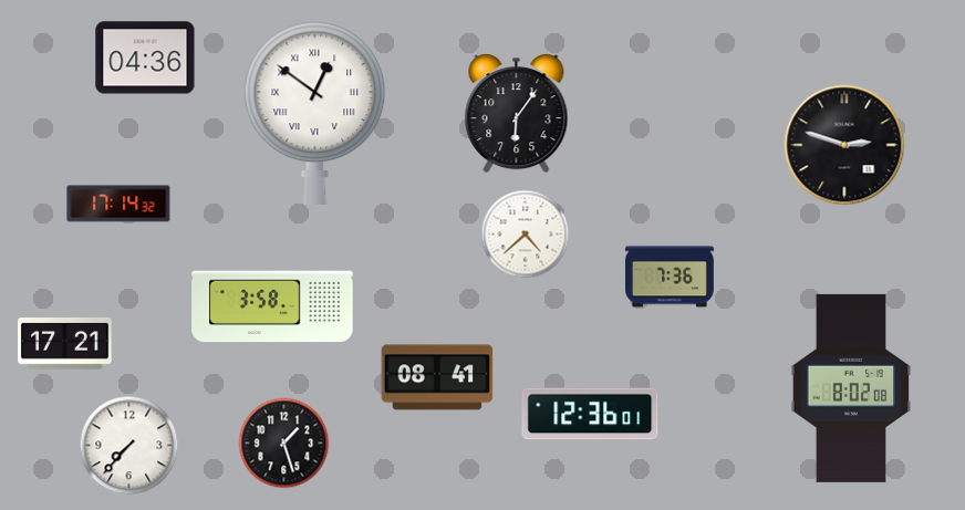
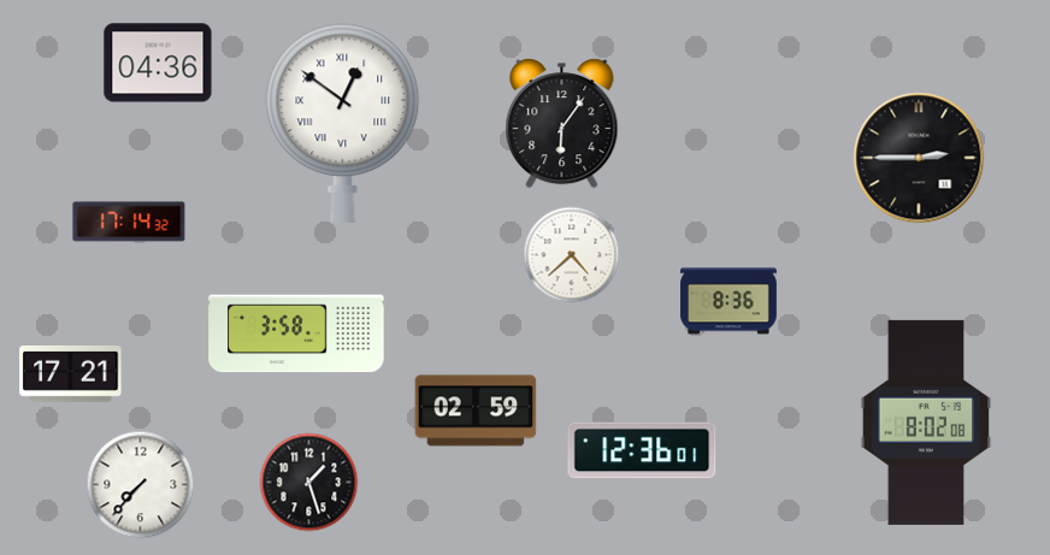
clock at (844, 145): 2:48 -> 2:45
clock at (671, 277): 7:36 -> 8:36
clock at (437, 377): 08:41 -> 02:59
